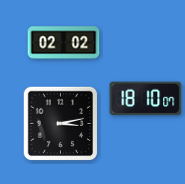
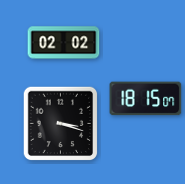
clock at (146, 99): 18:10 -> 18:15
clock at (61, 124): 3:13 -> 3:18
